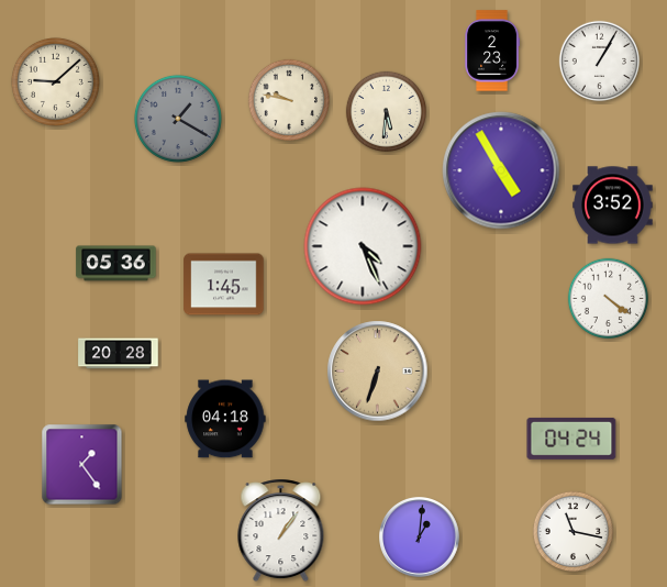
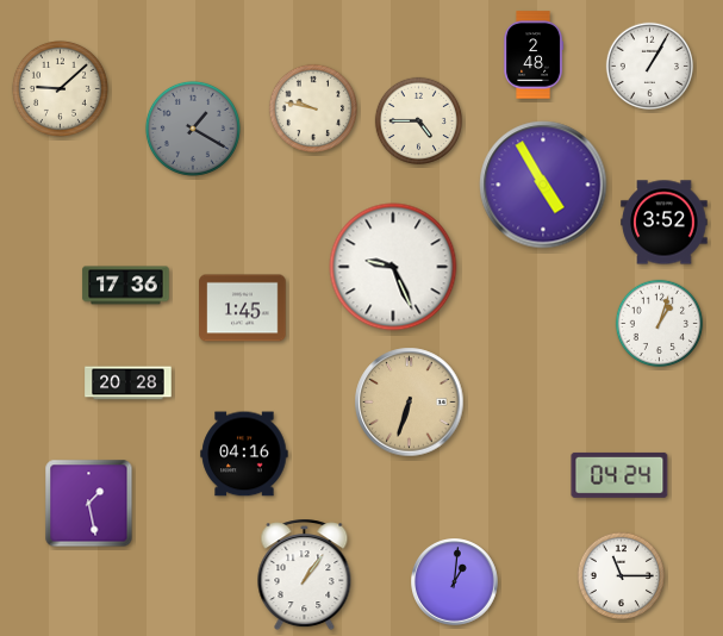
clock at (492, 51): 2:23 -> 2:48
clock at (387, 112): 5:31 -> 4:45
clock at (363, 246): 4:26 -> 9:26
clock at (116, 264): 05:36 -> 17:36
clock at (609, 299): 4:21 -> 1:03
clock at (225, 419): 04:18 -> 04:16
clock at (82, 465): 1:24 -> 1:28
clock at (574, 532): 11:17 -> 11:15
